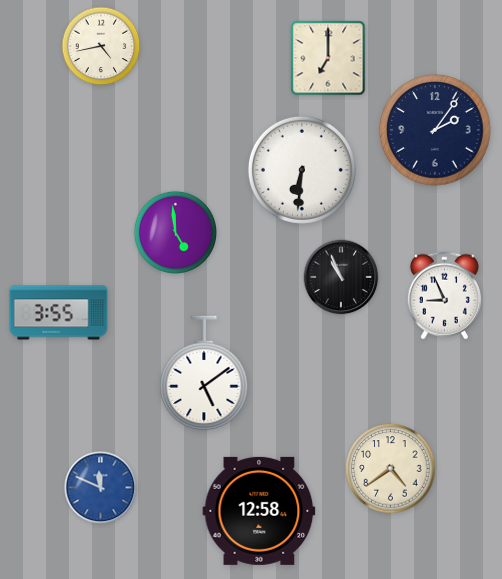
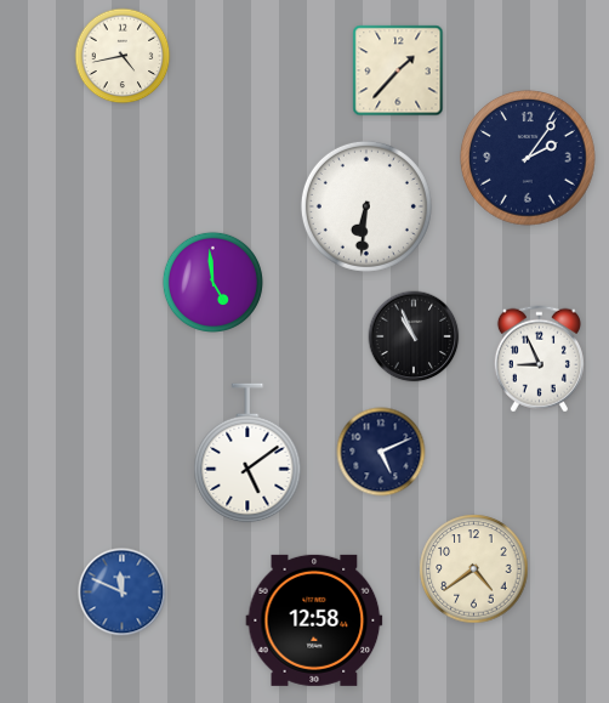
clock at (328, 58): 7:00 -> 1:37
clock at (59, 313): 3:55 -> none
clock at (381, 452): none -> 5:11
